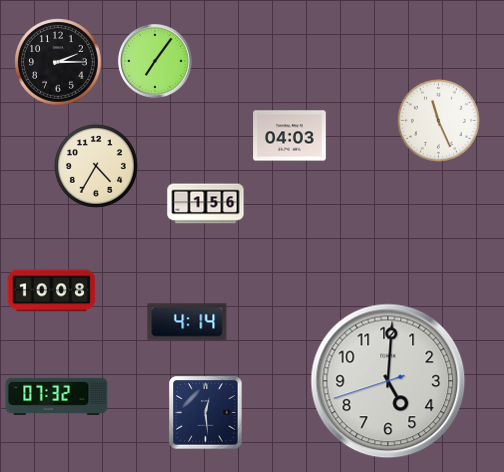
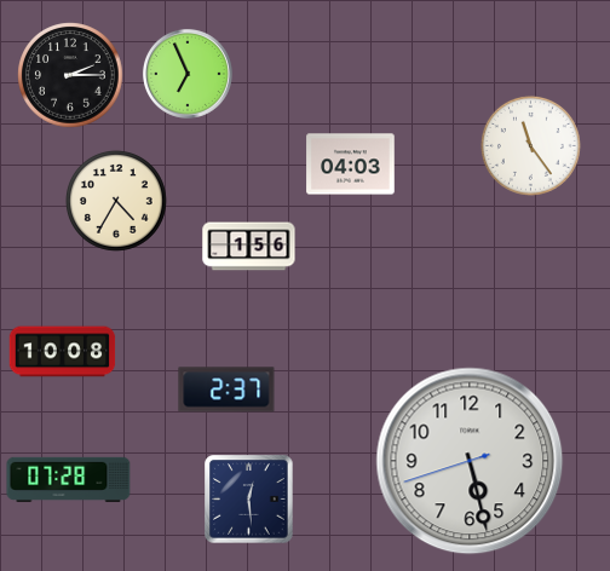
clock at (155, 61): 7:06 -> 6:56
clock at (438, 120): 11:26 -> 11:24
clock at (187, 322): 4:14 -> 2:37
clock at (388, 381): 5:00 -> 5:27
clock at (57, 396): 07:32 -> 07:28
